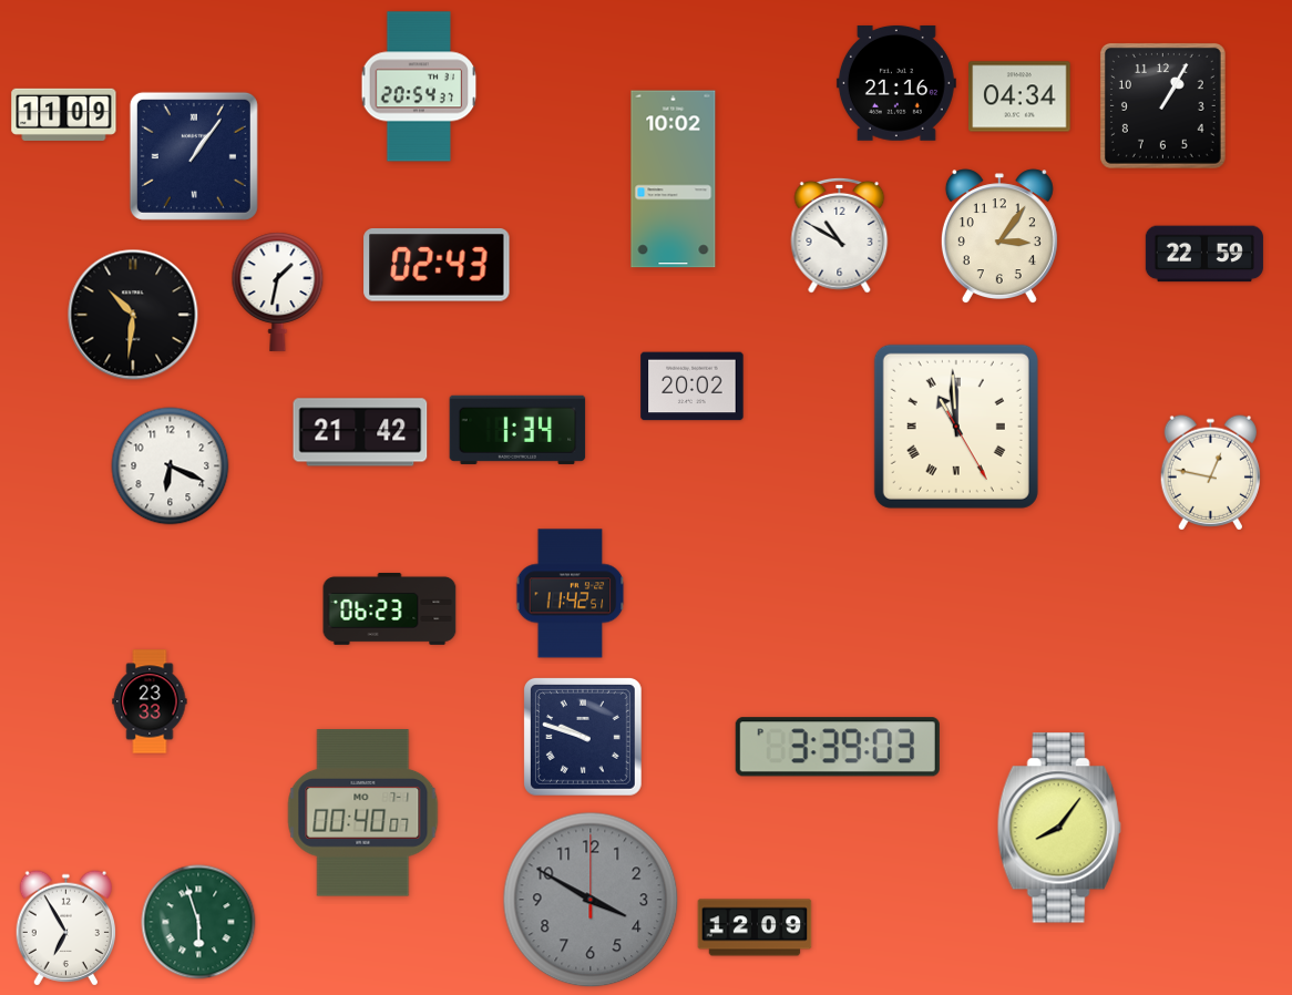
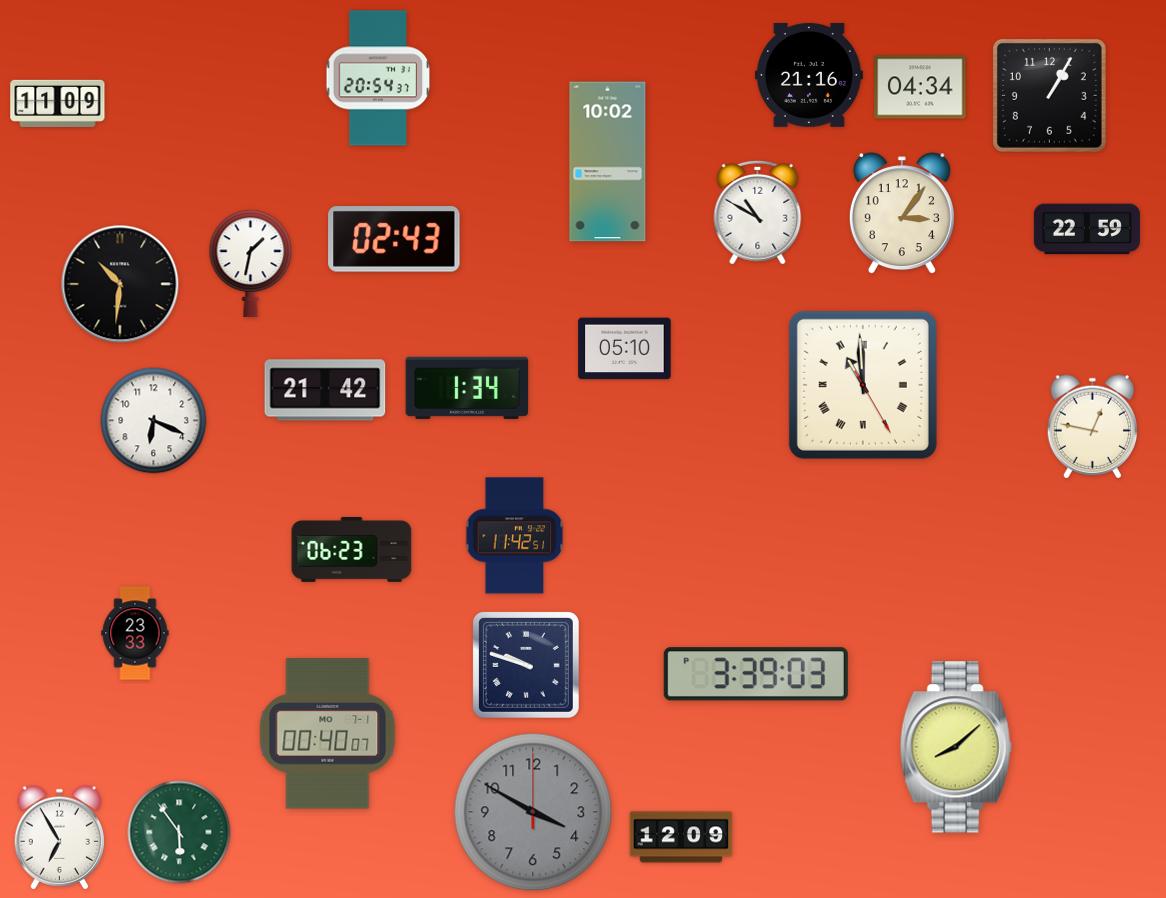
clock at (194, 156): 1:06 -> none
clock at (693, 387): 20:02 -> 05:10
clock at (1059, 828): 8:06 -> 8:08
clock at (198, 922): 5:57 -> 5:54
